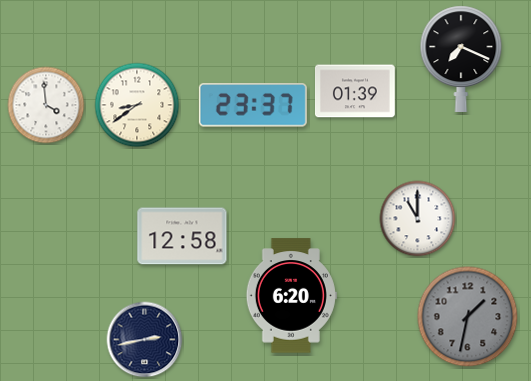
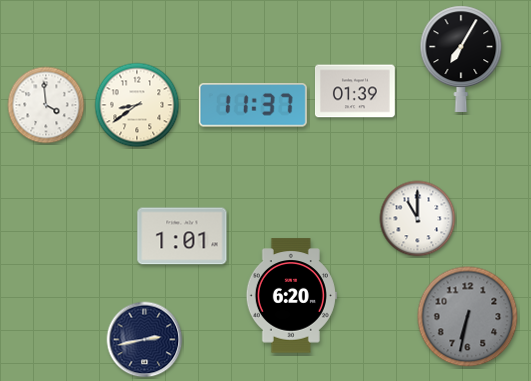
clock at (461, 59): 7:19 -> 7:05
clock at (253, 105): 23:37 -> 11:37
clock at (182, 236): 12:58 -> 1:01
clock at (468, 317): 1:32 -> 6:32
